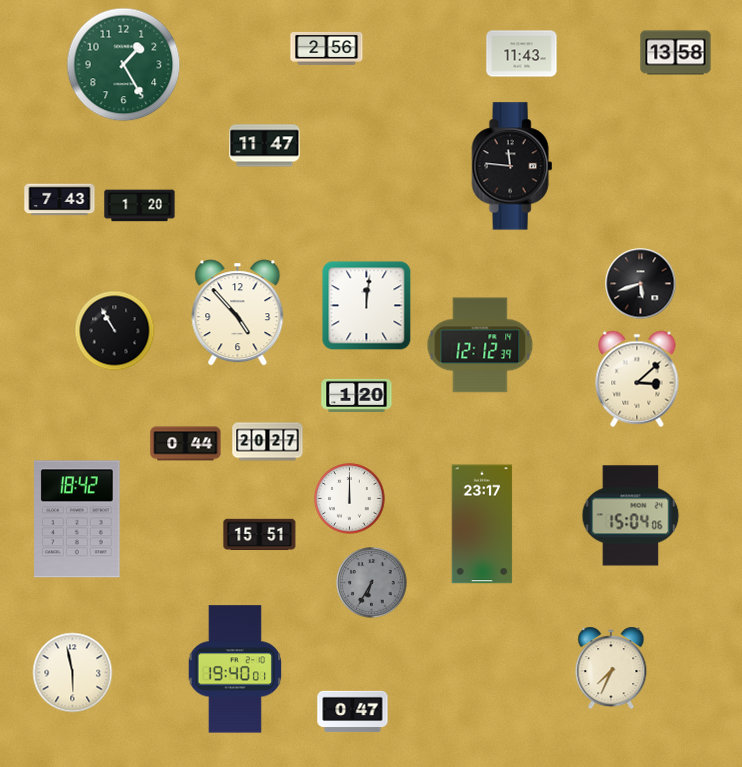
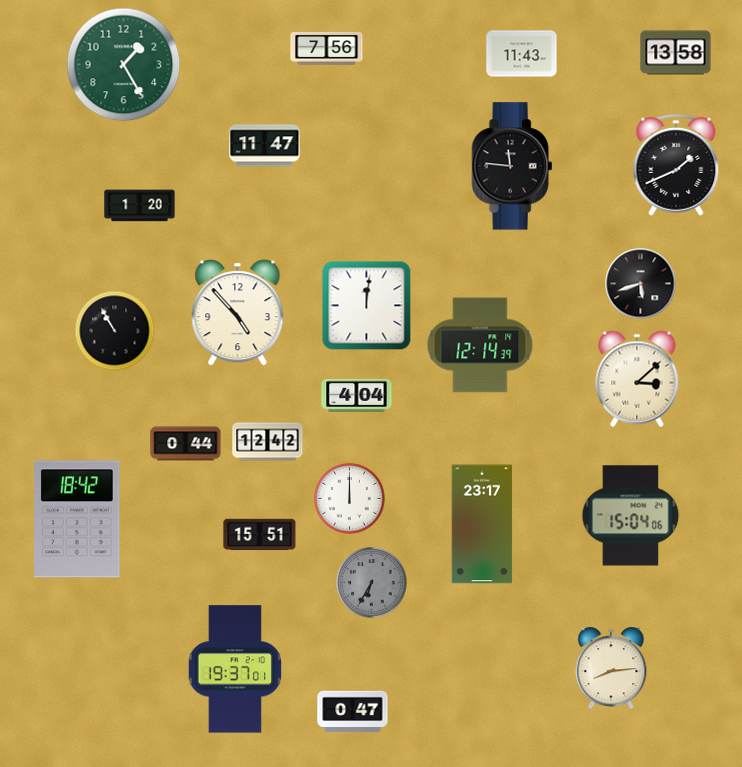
clock at (327, 49): 2:56 -> 7:56
clock at (676, 165): none -> 1:41
clock at (60, 200): 7:43 -> none
clock at (480, 345): 12:12 -> 12:14
clock at (357, 395): 1:20 -> 4:04
clock at (268, 442): 20:27 -> 12:42
clock at (611, 668): 7:34 -> 8:14
clock at (234, 669): 19:40 -> 19:37
clock at (73, 673): 5:58 -> none
